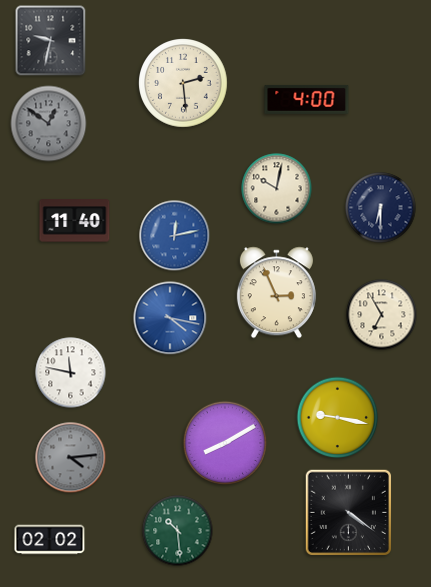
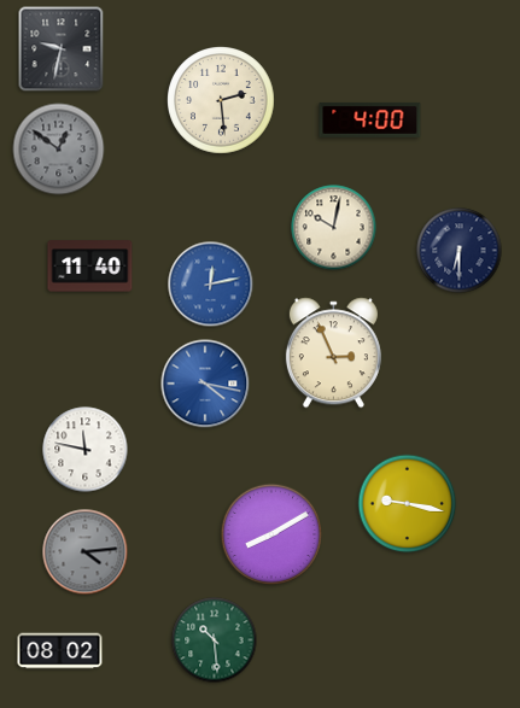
clock at (382, 315): 6:55 -> none
clock at (348, 512): 4:21 -> none
clock at (50, 540): 02:02 -> 08:02
